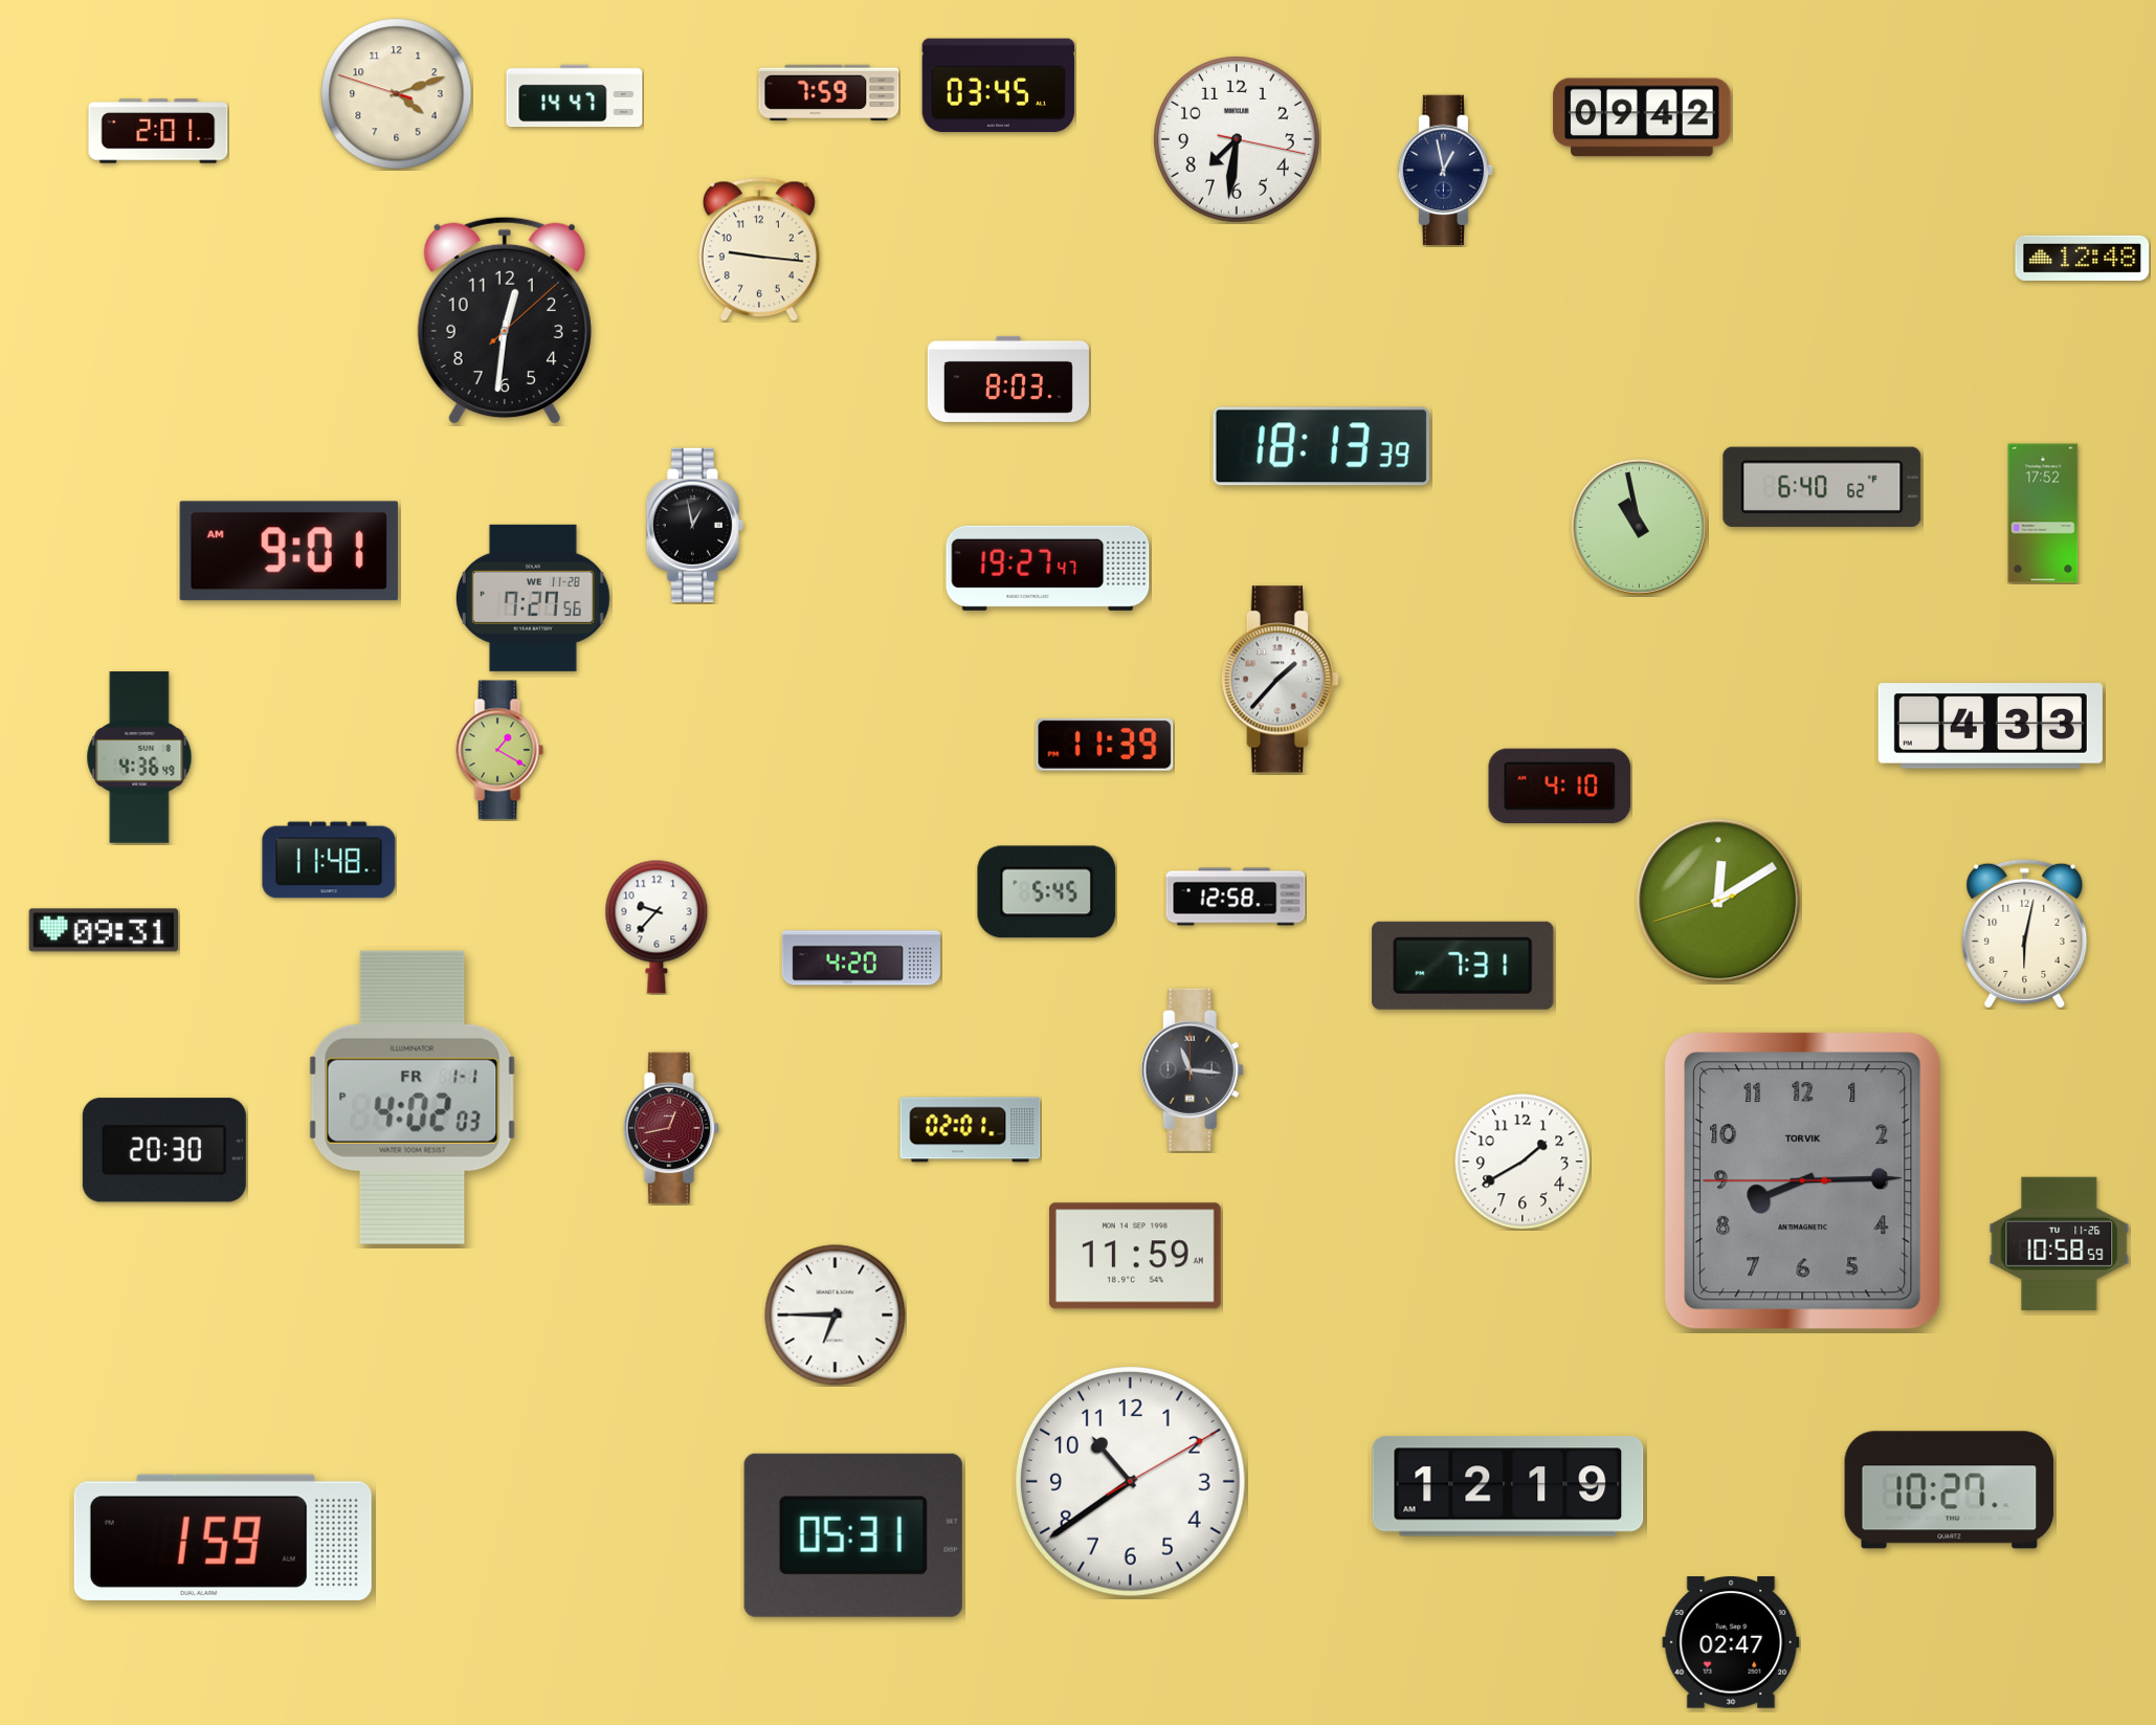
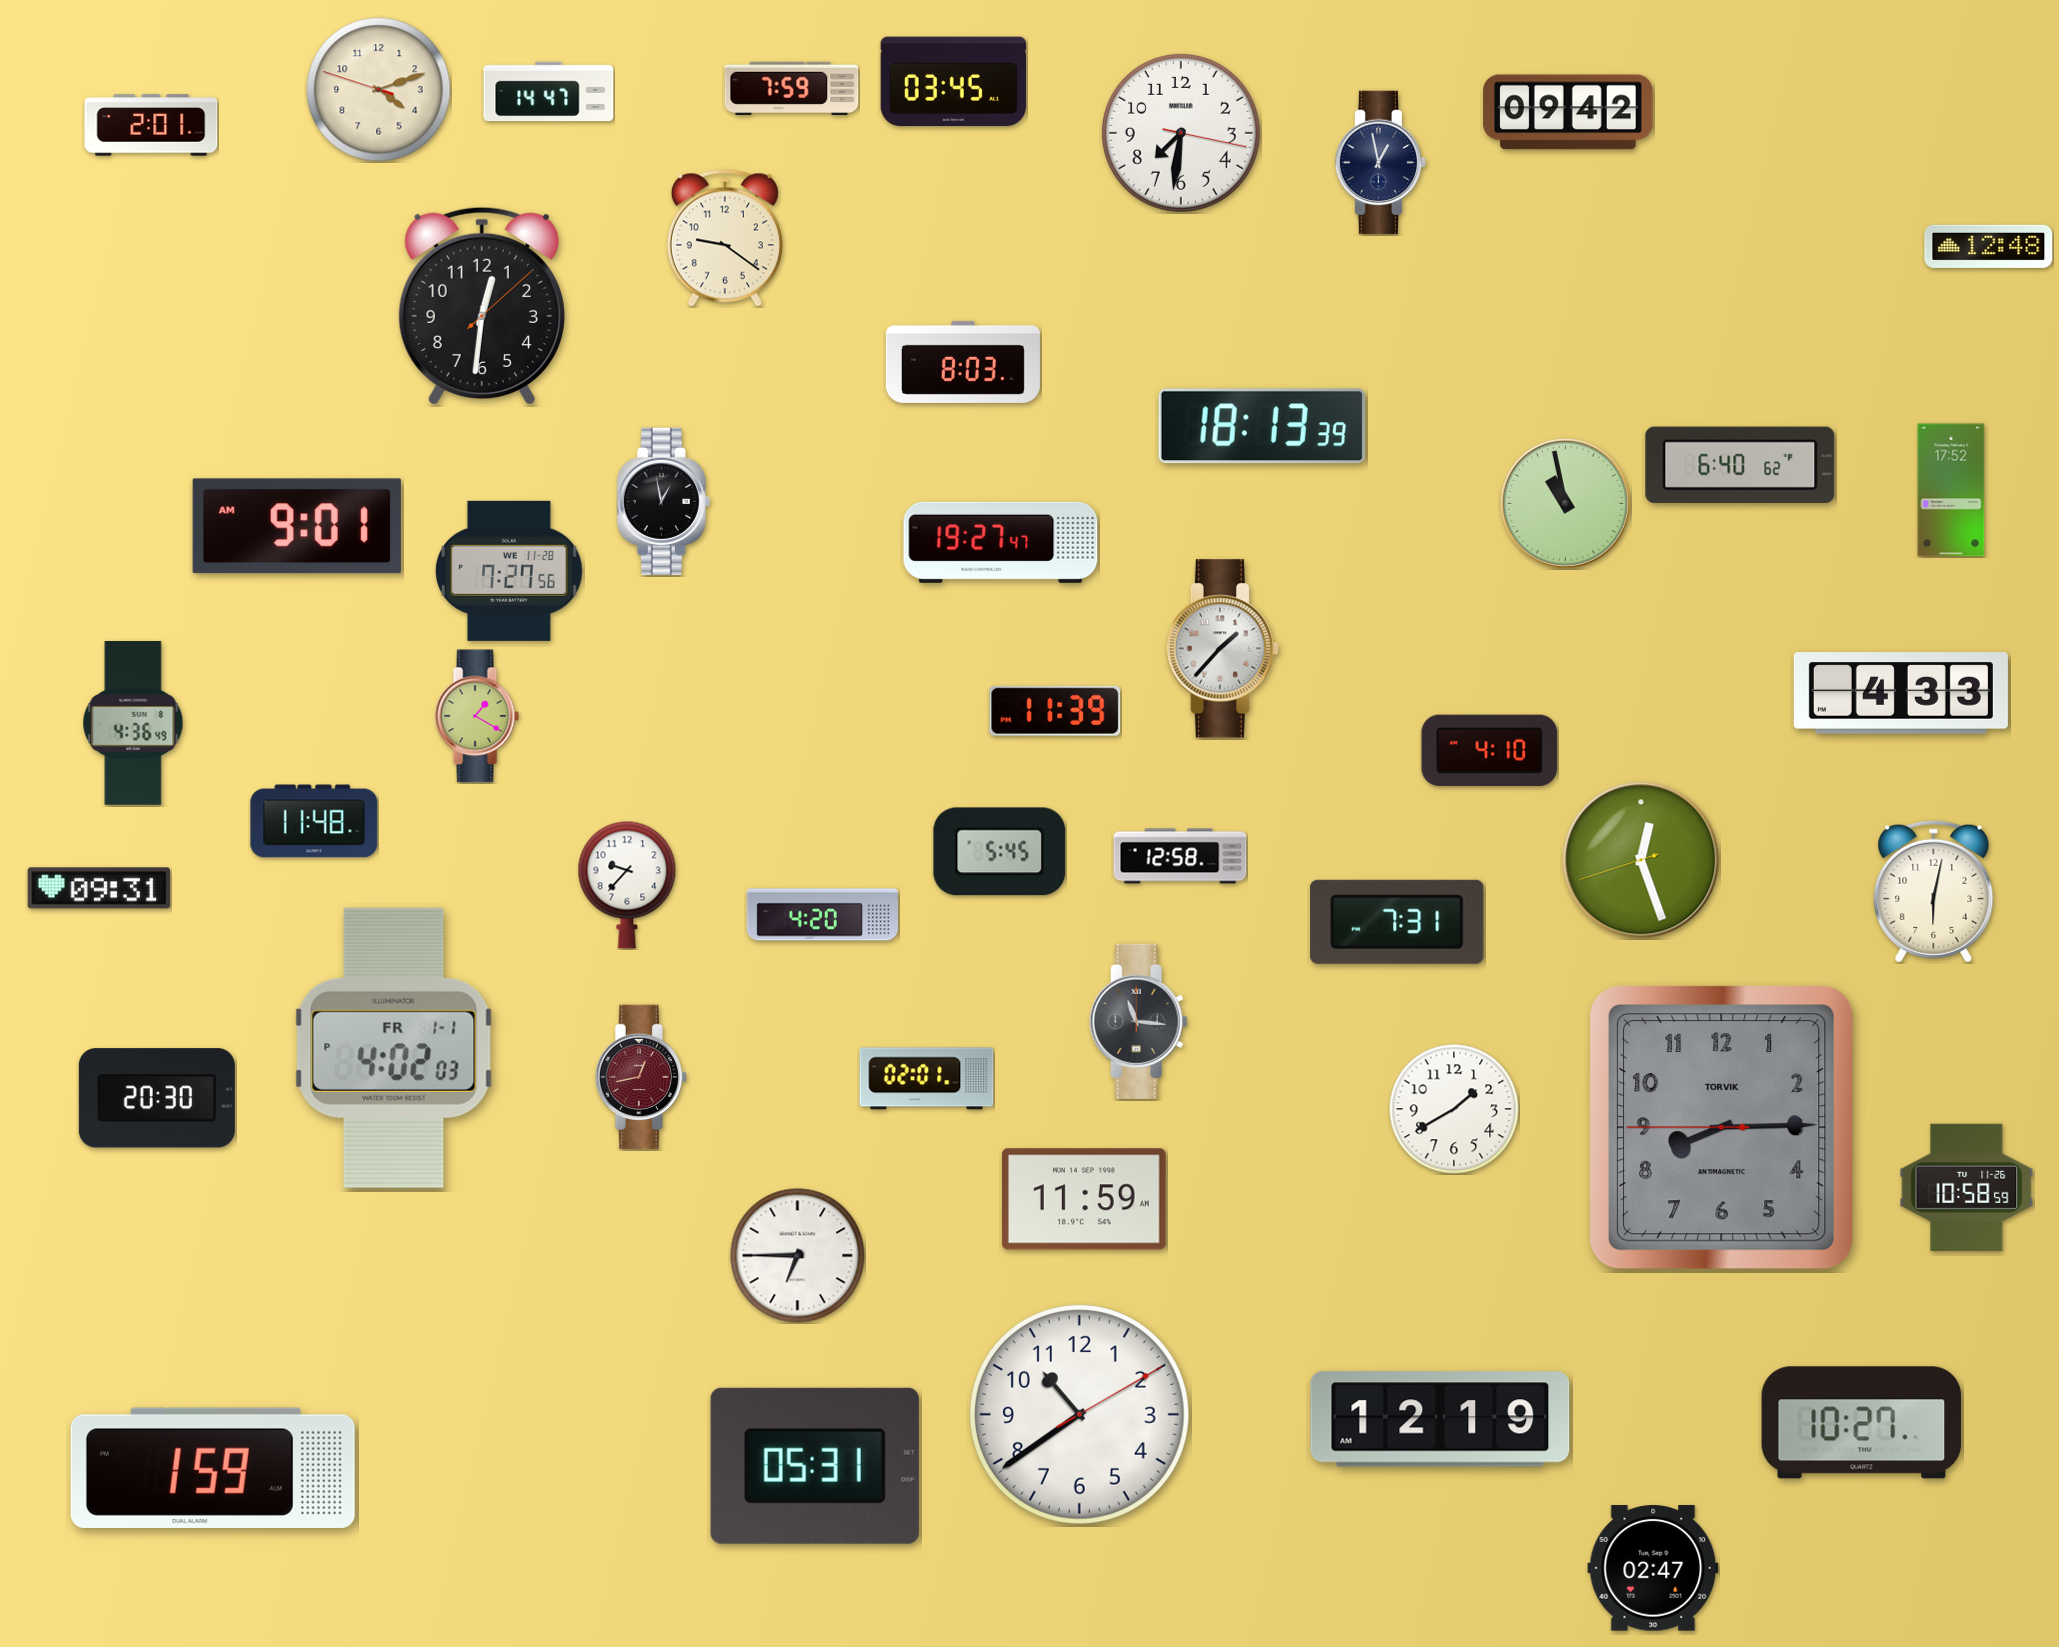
clock at (759, 249): 9:16 -> 9:21
clock at (289, 551) position: (289, 551) -> (297, 526)
clock at (1718, 901): 12:09 -> 12:26
